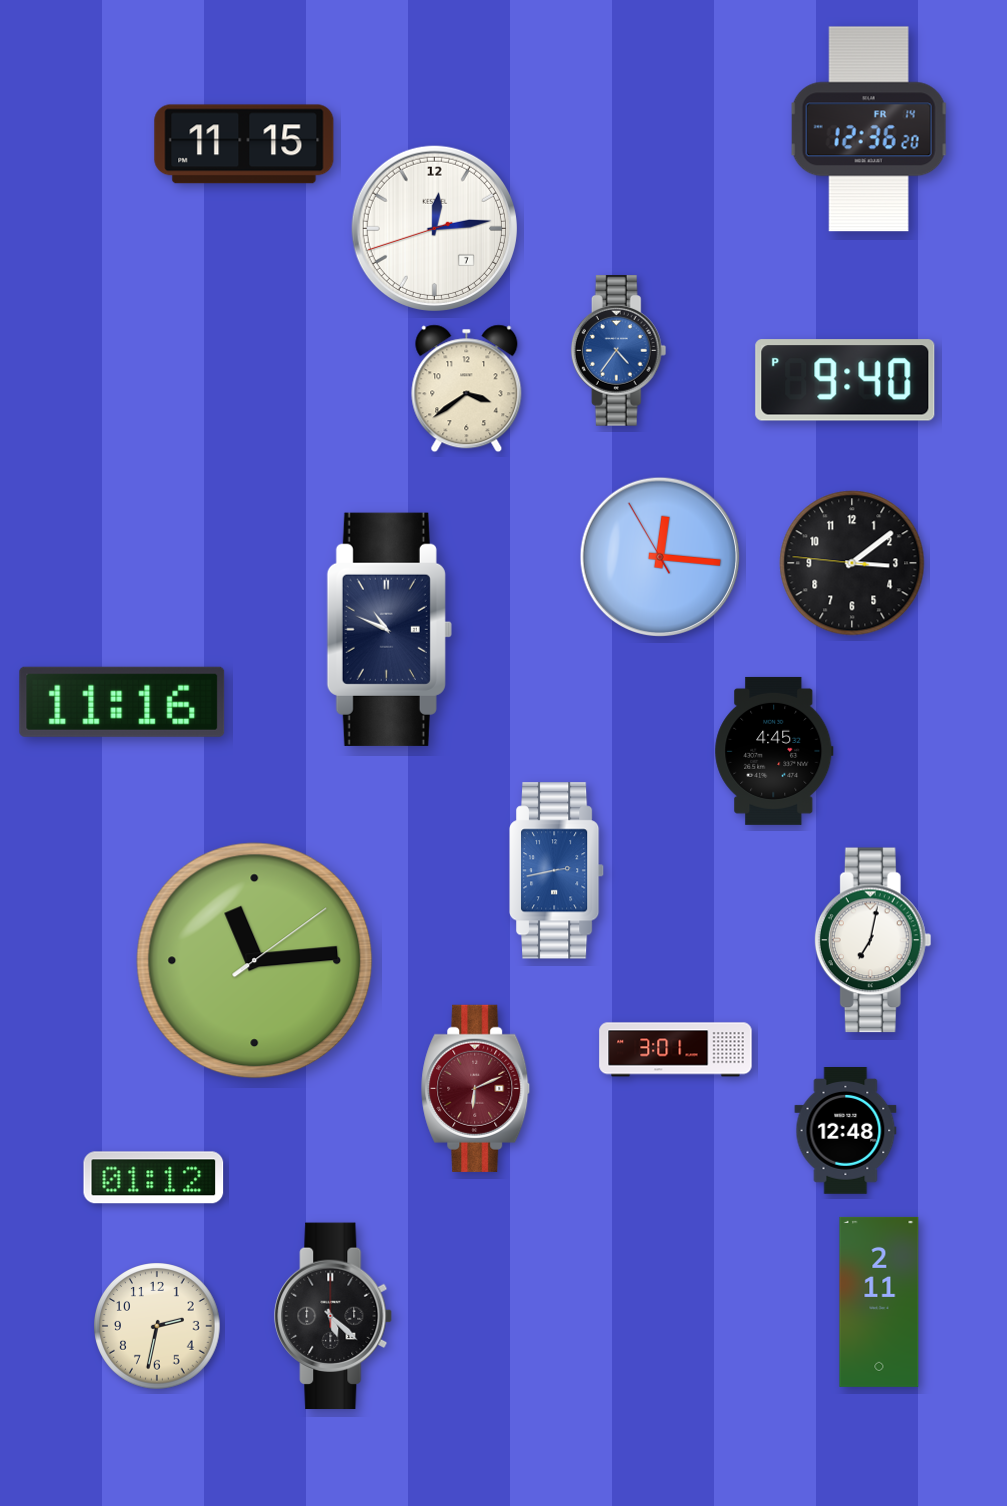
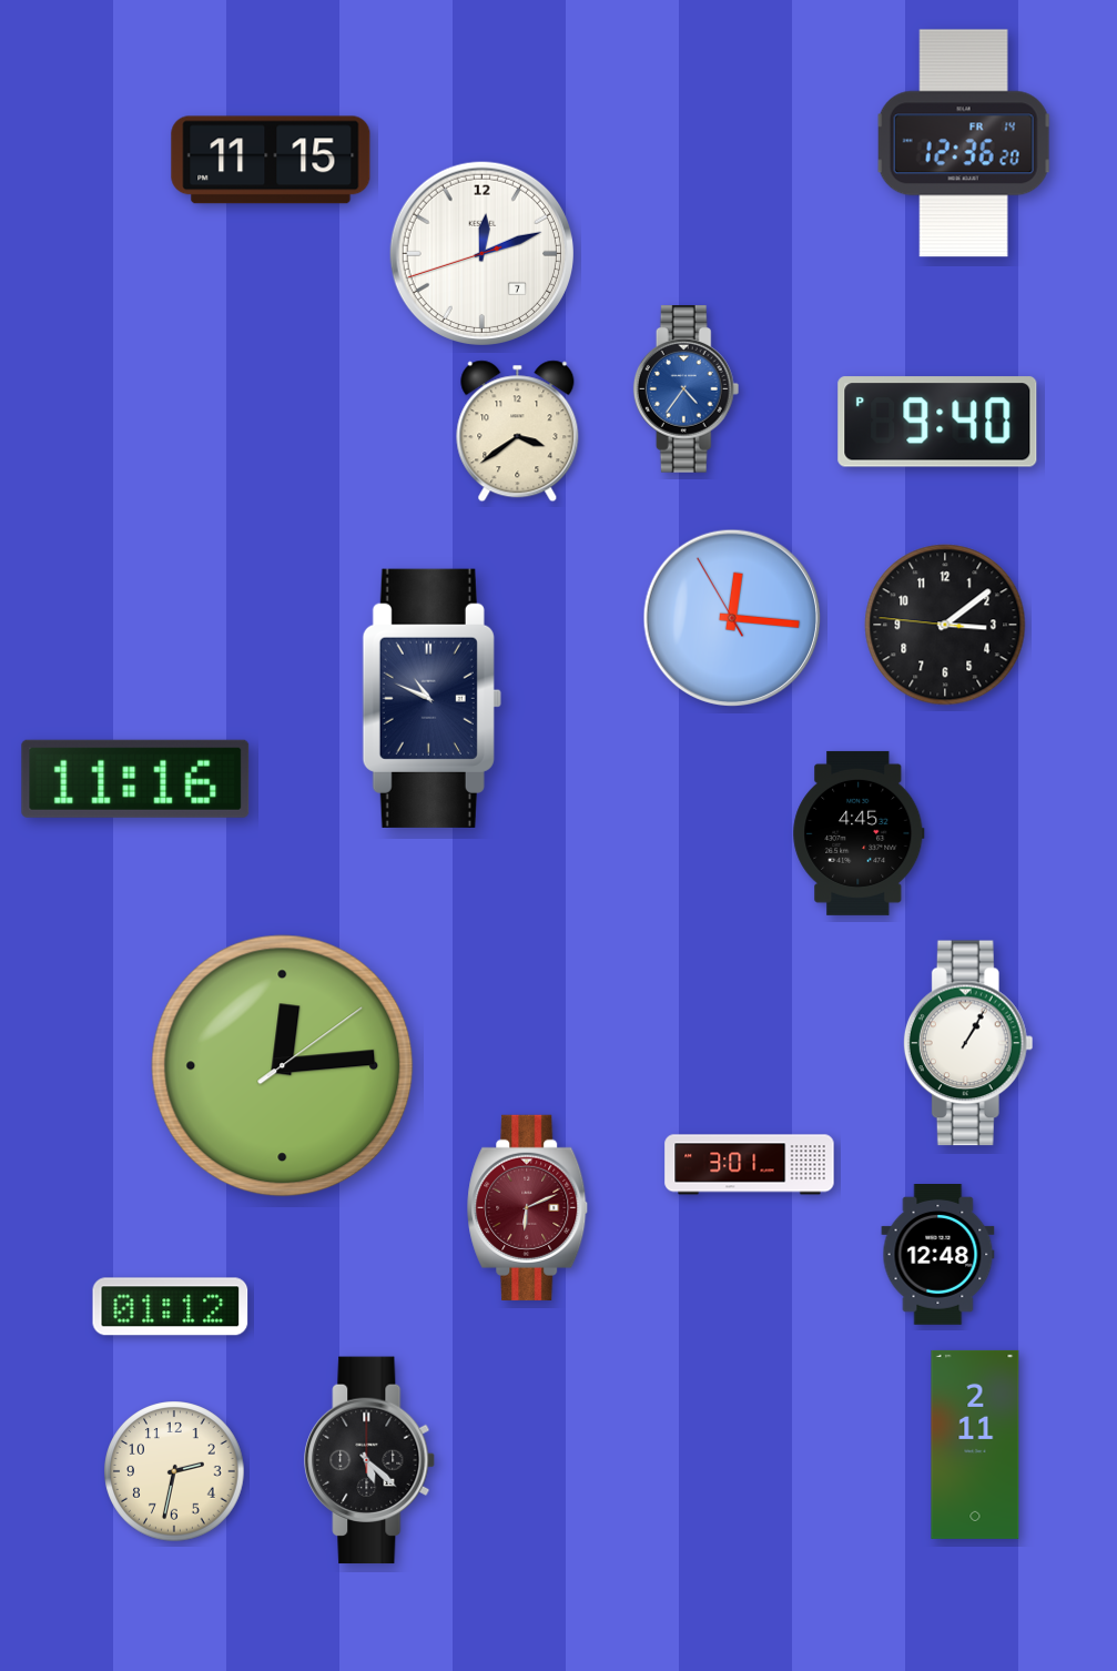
clock at (434, 228): 12:13 -> 12:11
clock at (558, 871): 2:43 -> none
clock at (873, 940): 7:02 -> 1:05
clock at (255, 961): 11:14 -> 12:14
